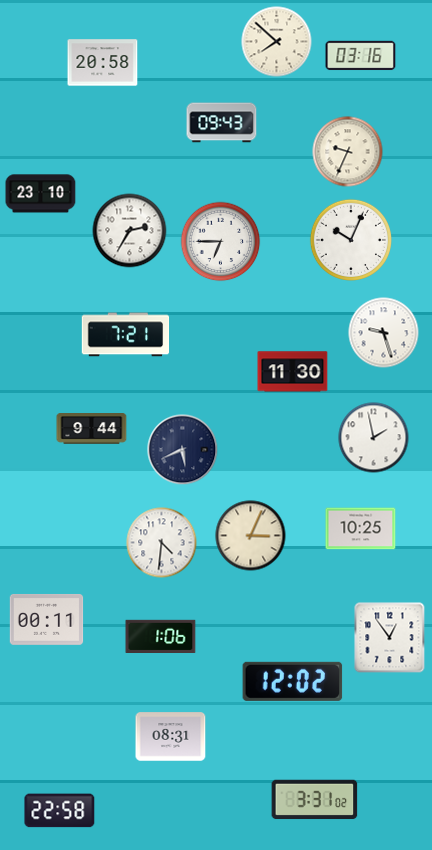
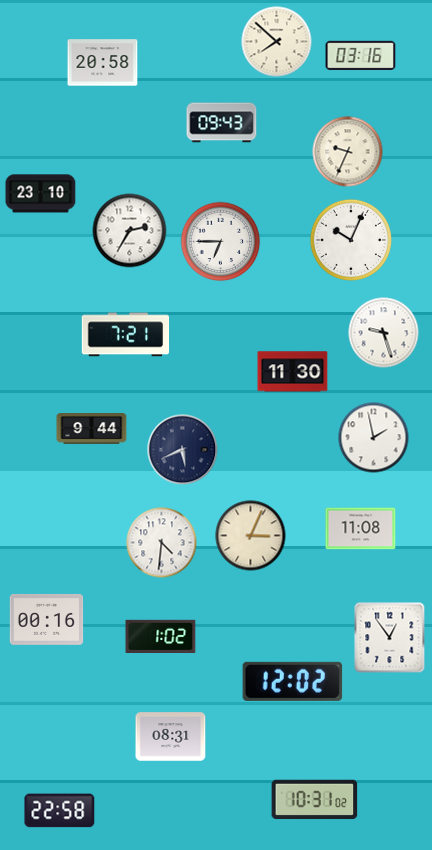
clock at (361, 529): 10:25 -> 11:08
clock at (47, 619): 00:11 -> 00:16
clock at (161, 637): 1:06 -> 1:02
clock at (315, 800): 3:31 -> 10:31
